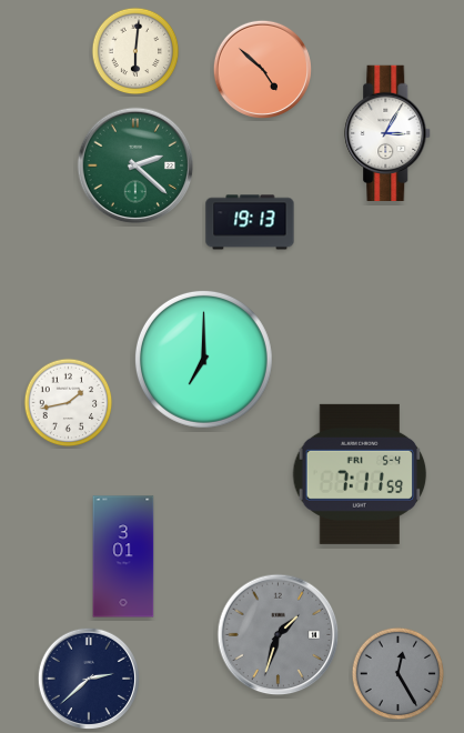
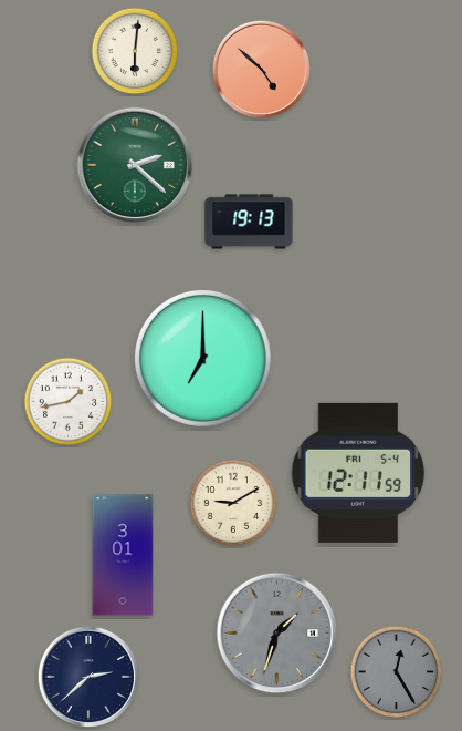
clock at (389, 132): 3:05 -> none
clock at (360, 474): 7:11 -> 12:11
clock at (233, 503): none -> 9:10
